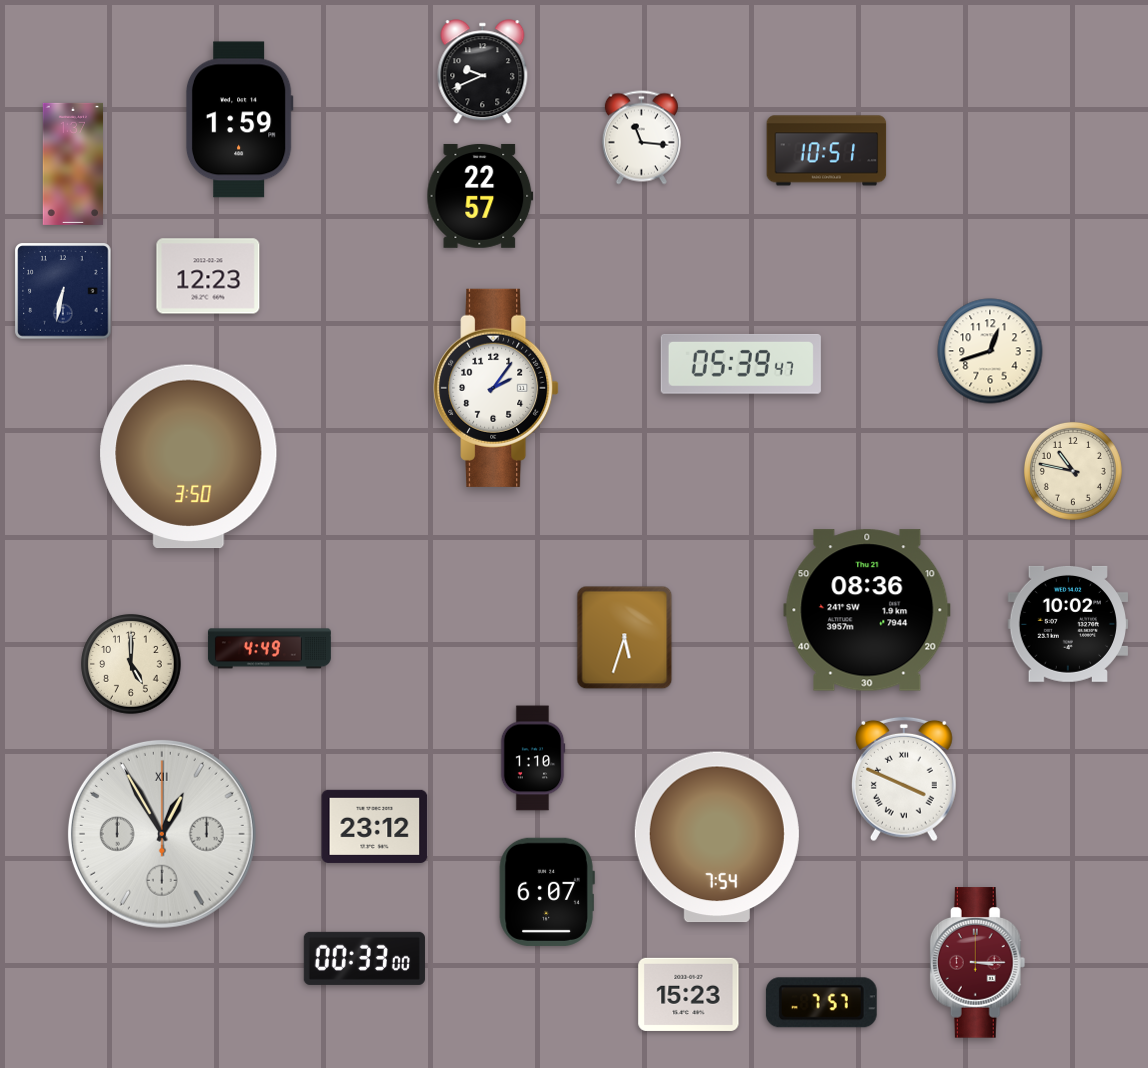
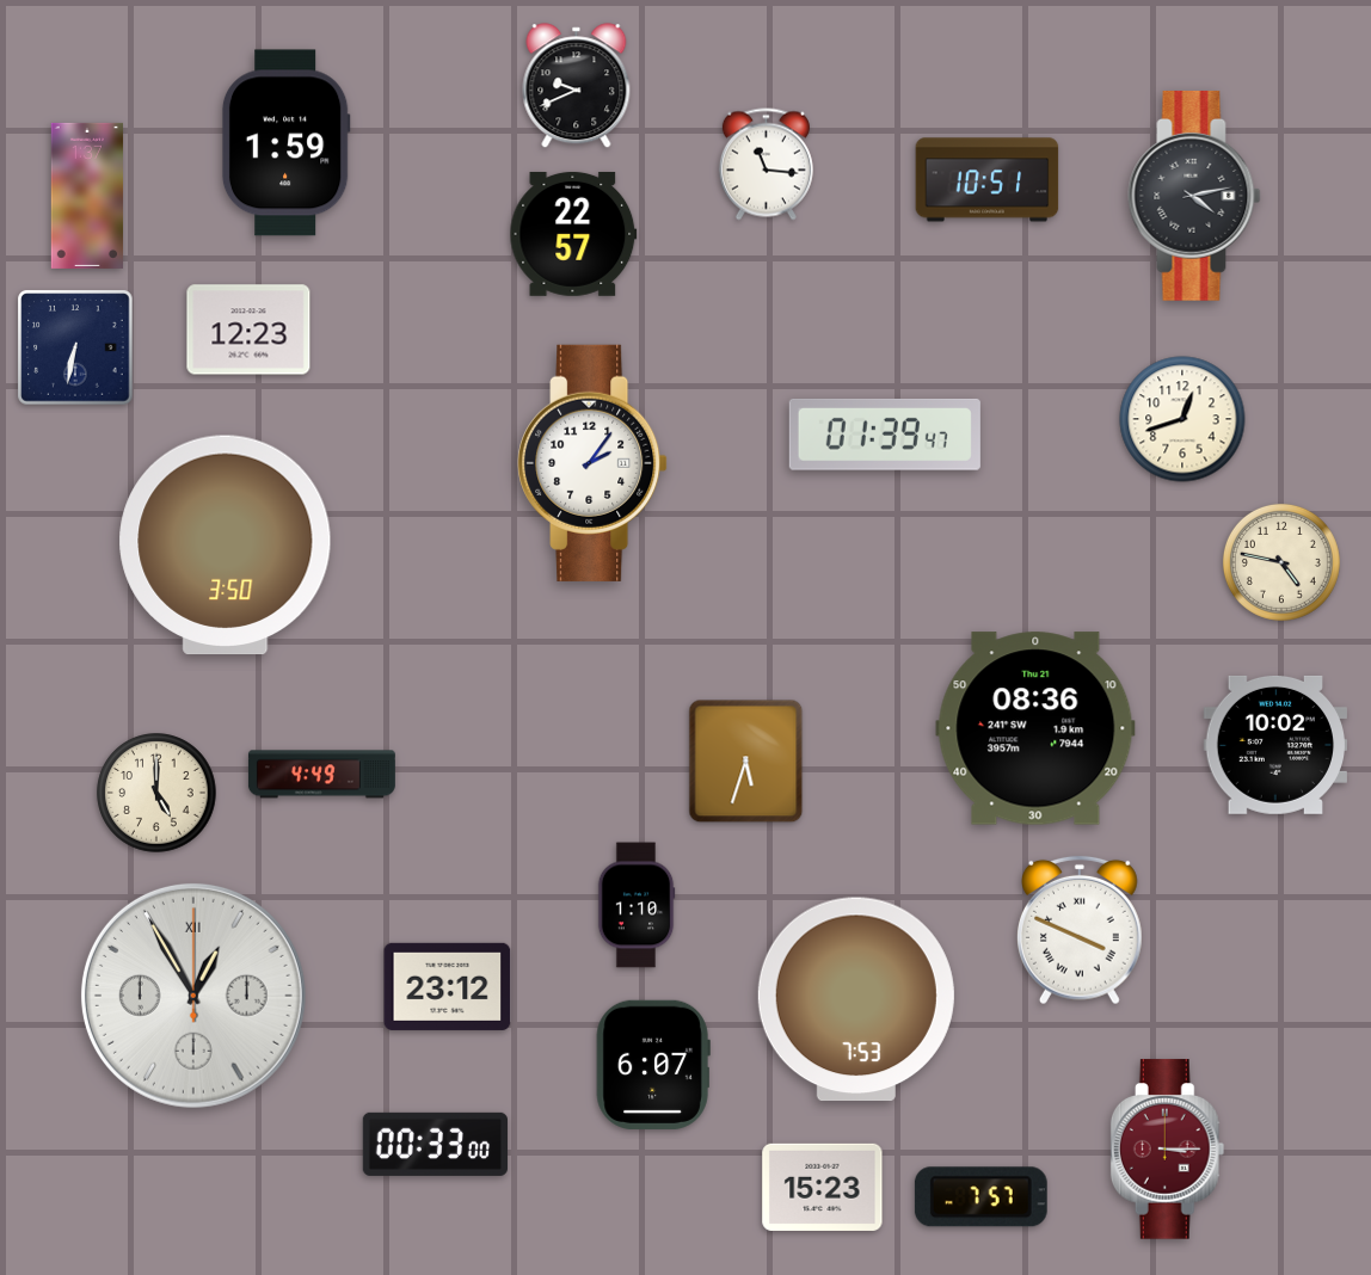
clock at (1194, 196): none -> 4:13
clock at (741, 364): 05:39 -> 01:39
clock at (1073, 471): 10:47 -> 4:47
clock at (717, 837): 7:54 -> 7:53
